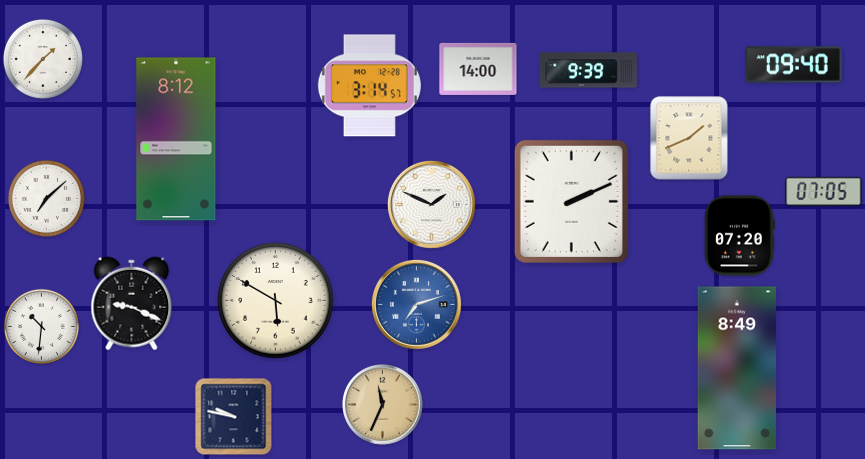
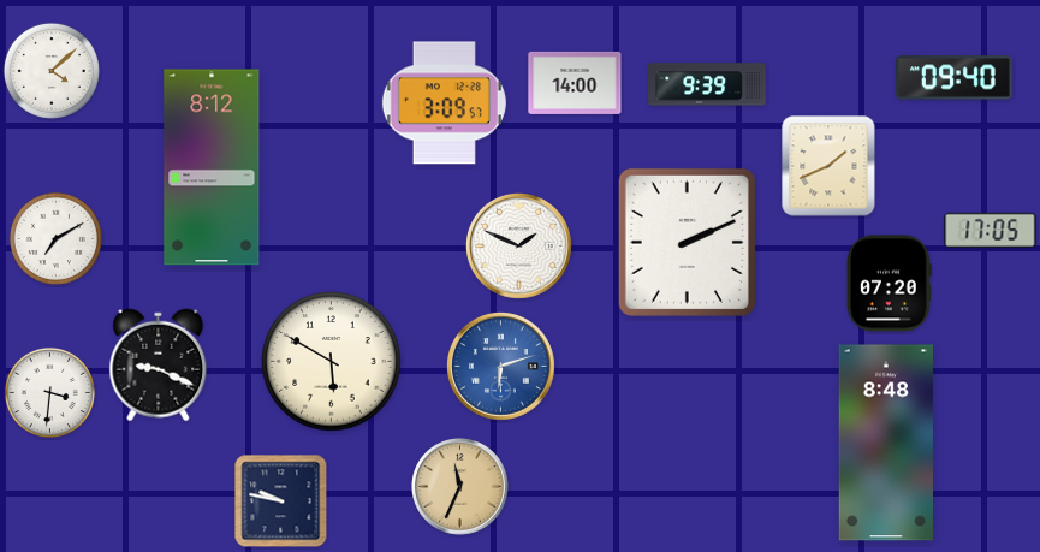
clock at (43, 59): 1:37 -> 4:08
clock at (369, 86): 3:14 -> 3:09
clock at (824, 191): 07:05 -> 17:05
clock at (46, 198): 7:08 -> 7:10
clock at (416, 304): 7:12 -> 6:12
clock at (41, 326): 10:31 -> 3:31
clock at (736, 368): 8:49 -> 8:48
